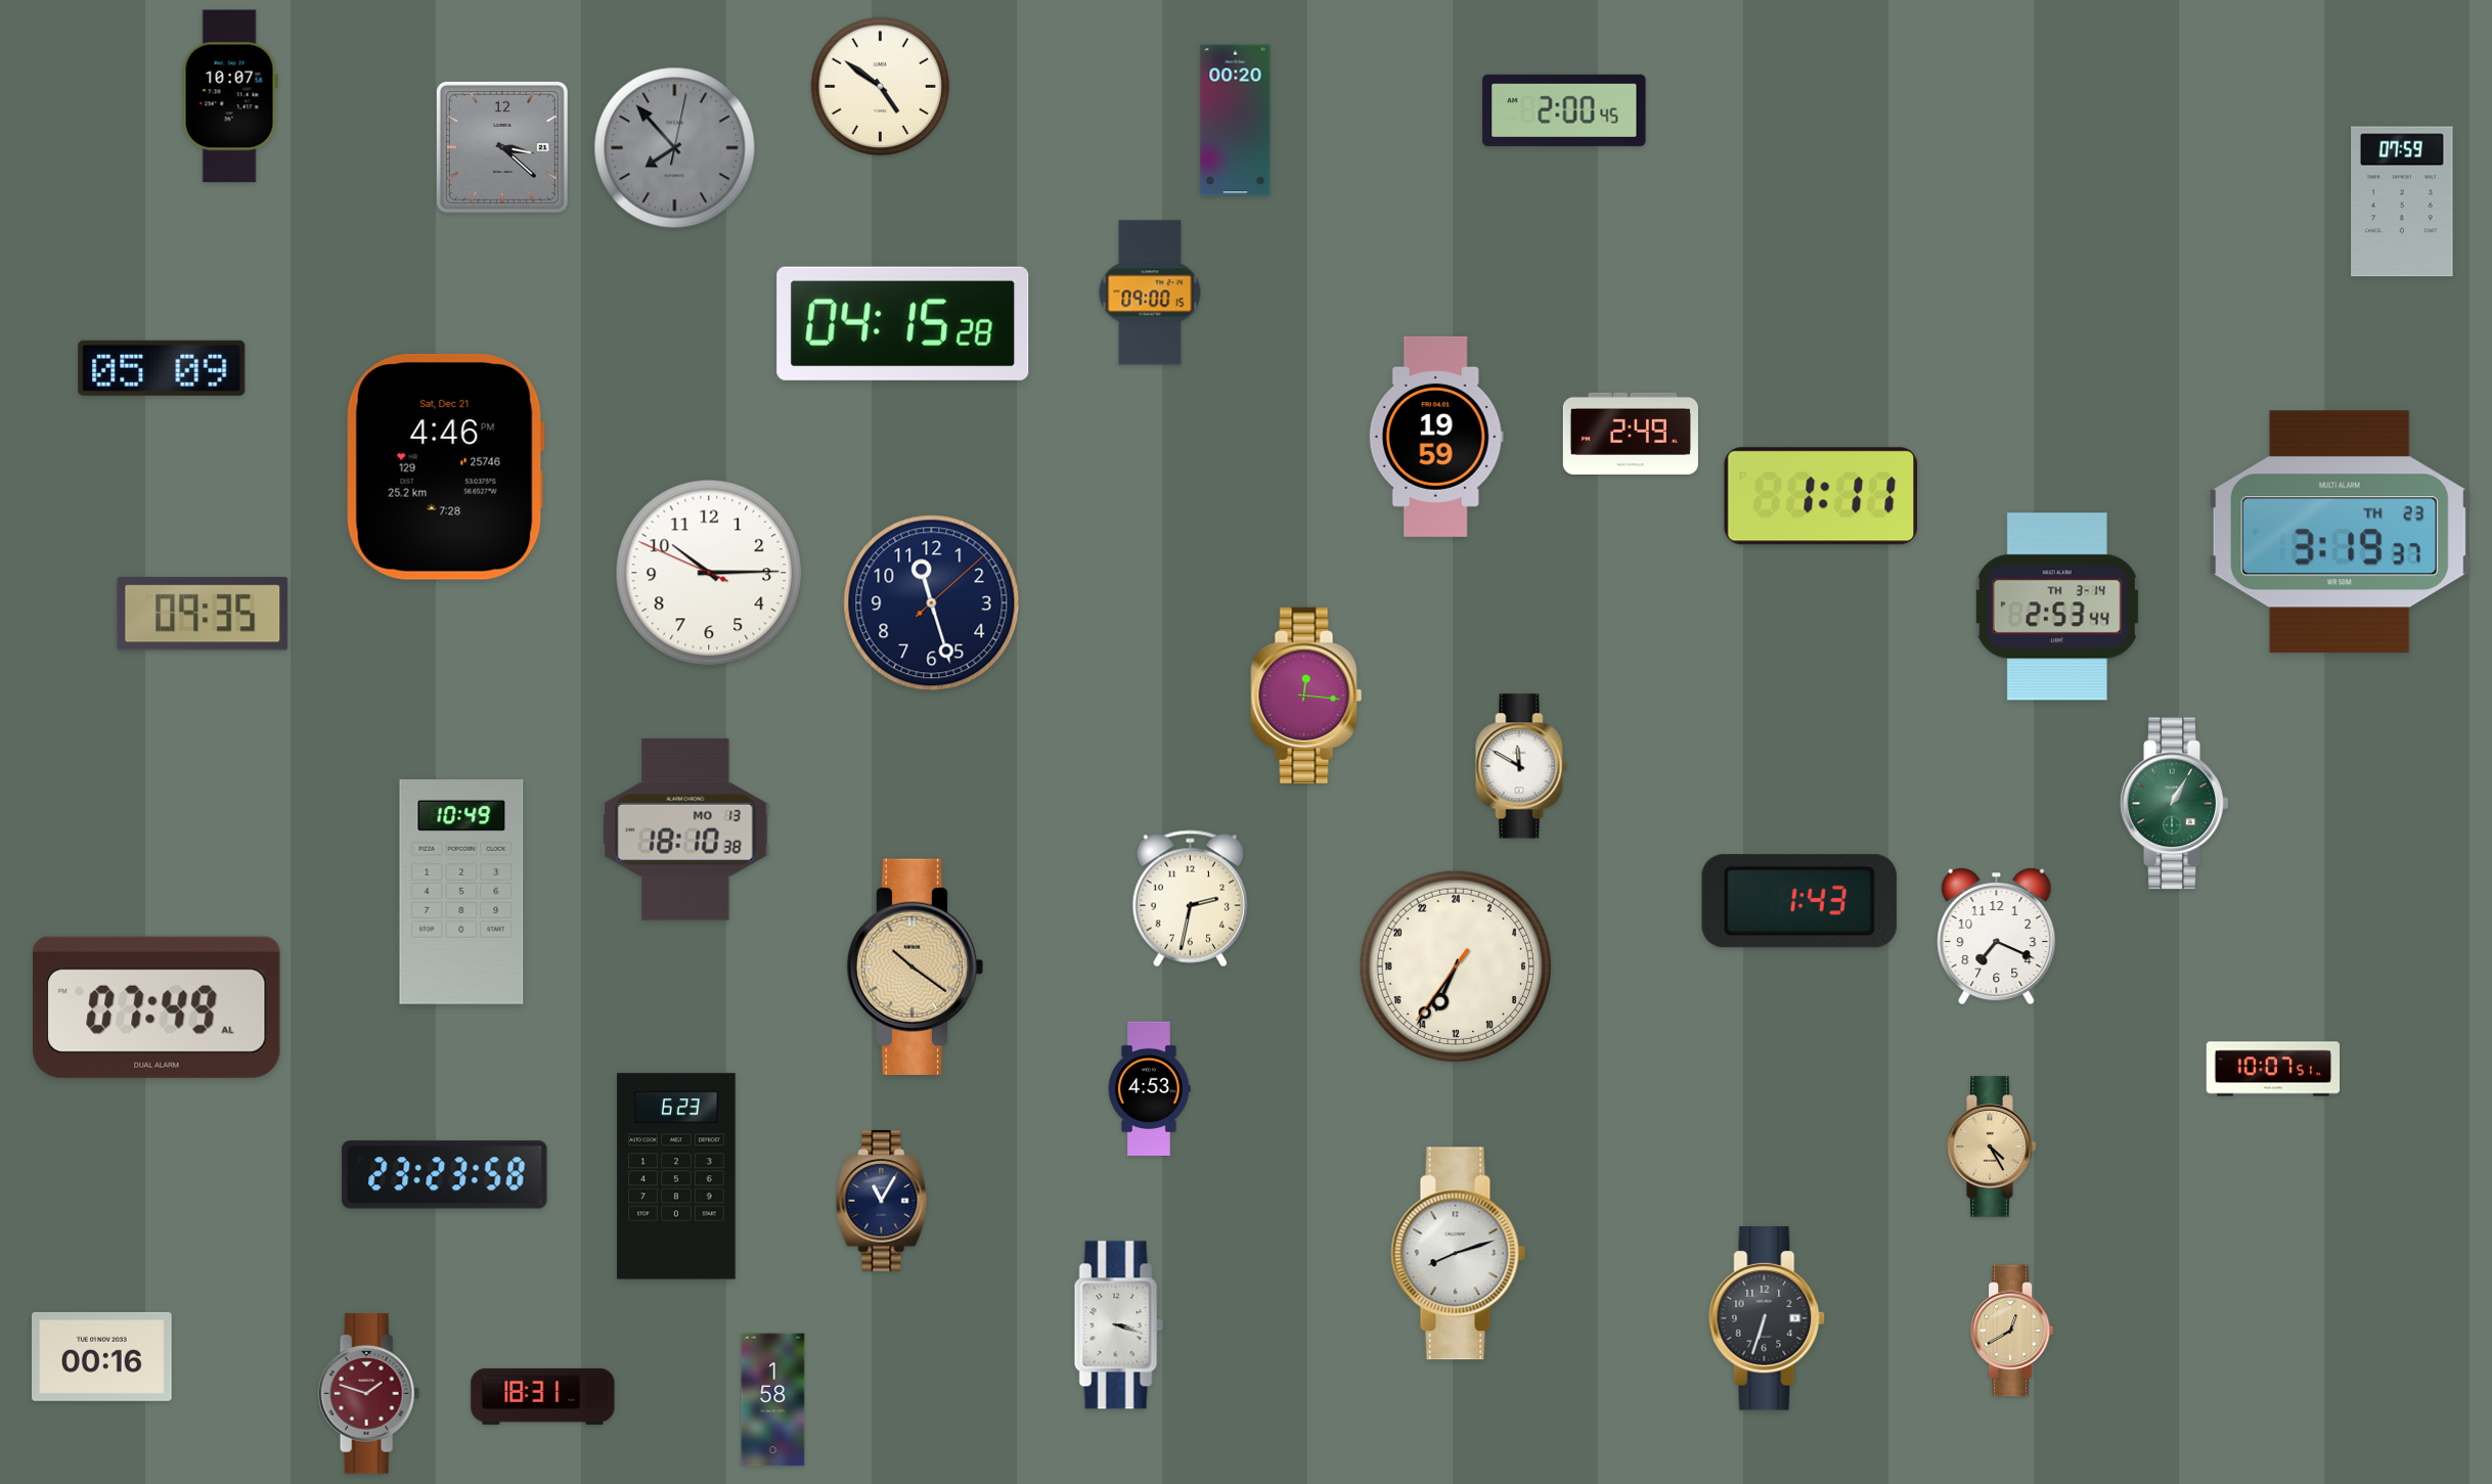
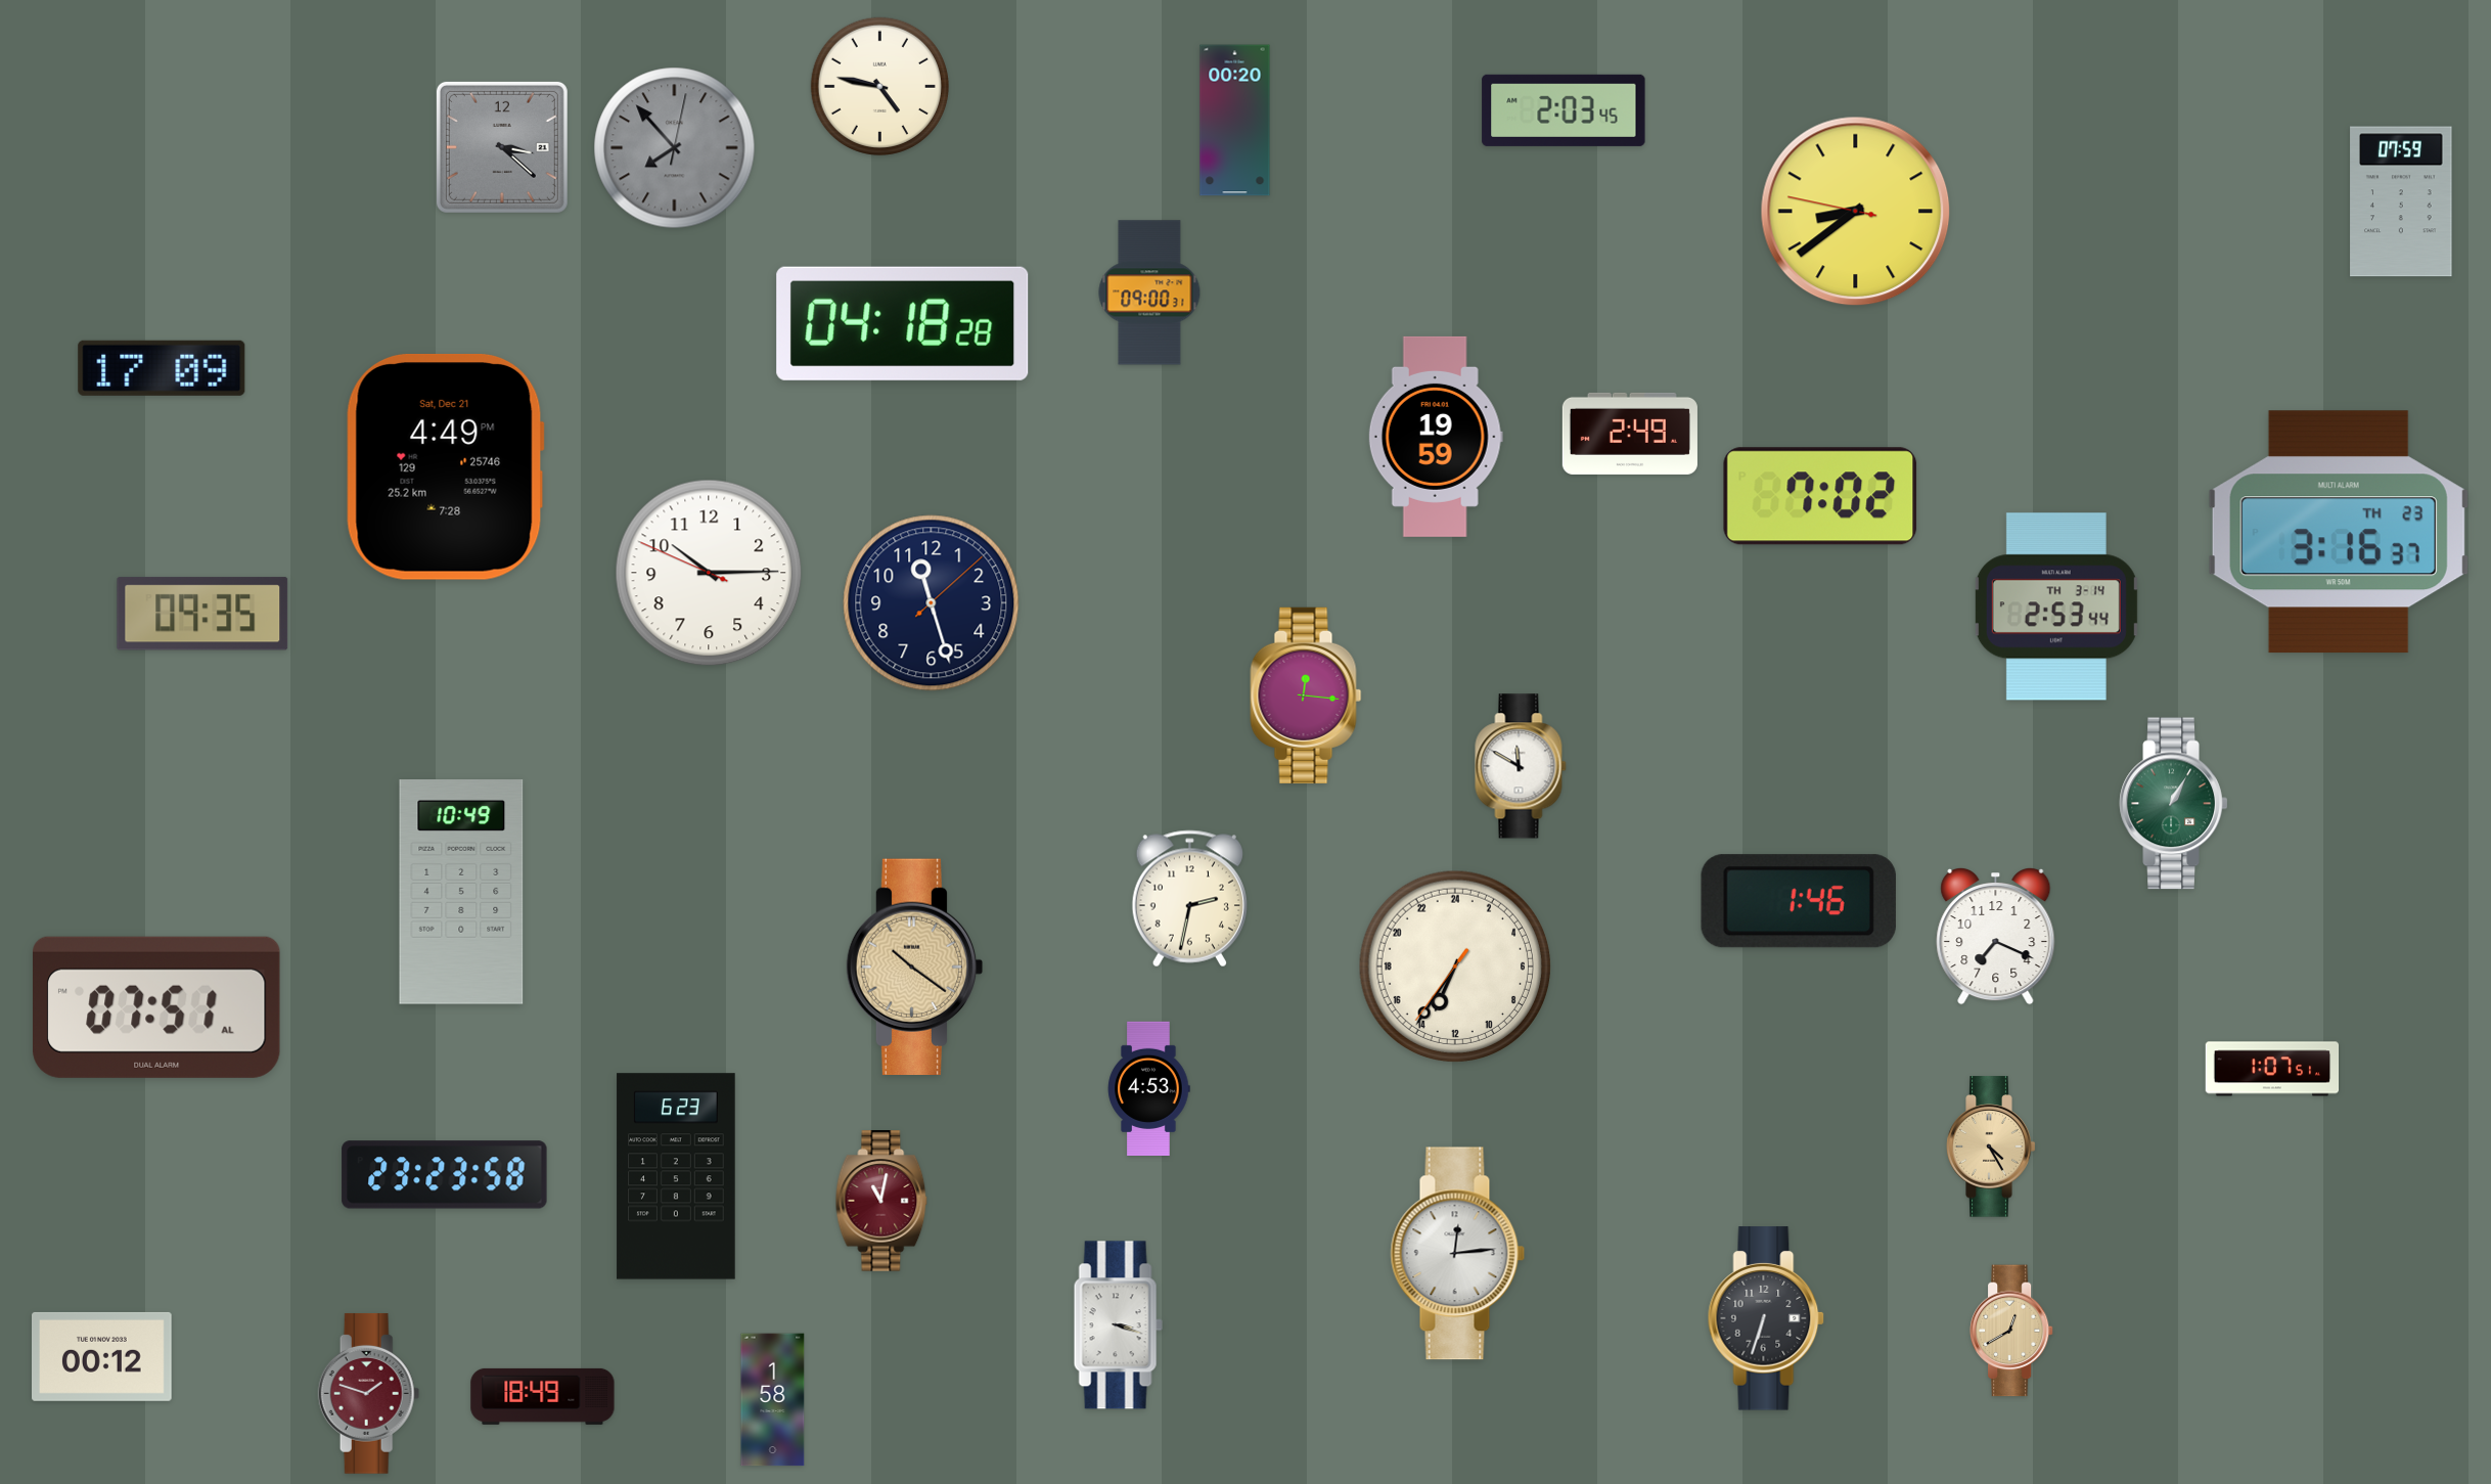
clock at (880, 86): 4:51 -> 4:47
clock at (230, 96): 10:07 -> none
clock at (1564, 110): 2:00 -> 2:03
clock at (1856, 212): none -> 8:38
clock at (1150, 293): 09:00:15 -> 09:00:31
clock at (903, 323): 04:15 -> 04:18
clock at (162, 368): 05:09 -> 17:09
clock at (445, 466): 4:46 -> 4:49
clock at (1821, 496): 1:11 -> 7:02
clock at (2340, 532): 3:19 -> 3:16
clock at (685, 830): 18:10 -> none
clock at (1799, 901): 1:43 -> 1:46
clock at (158, 1007): 07:49 -> 07:51
clock at (2273, 1069): 10:07 -> 1:07
clock at (882, 1201): 11:05 -> 11:02
clock at (882, 1201) dial: navy -> burgundy
clock at (1459, 1254): 8:12 -> 12:14
clock at (102, 1356): 00:16 -> 00:12
clock at (543, 1396): 18:31 -> 18:49
